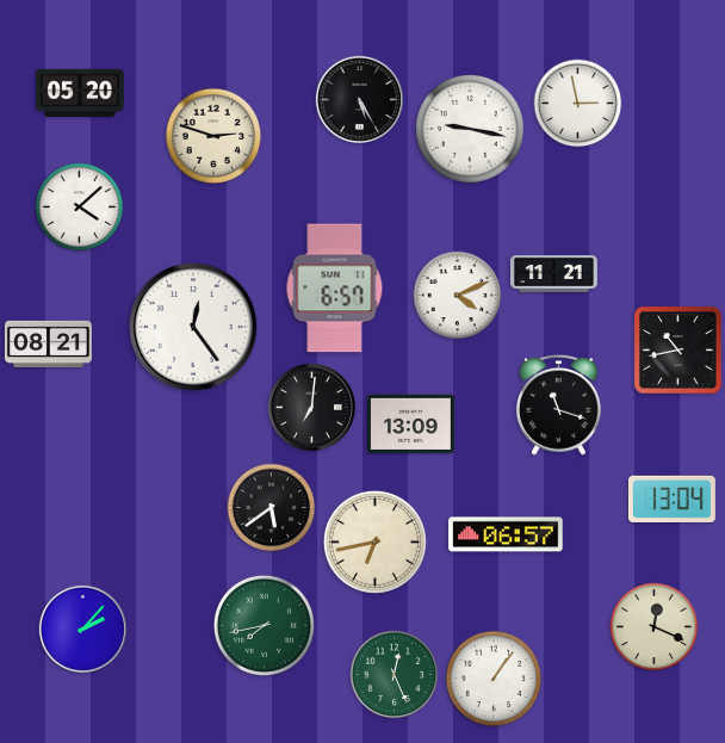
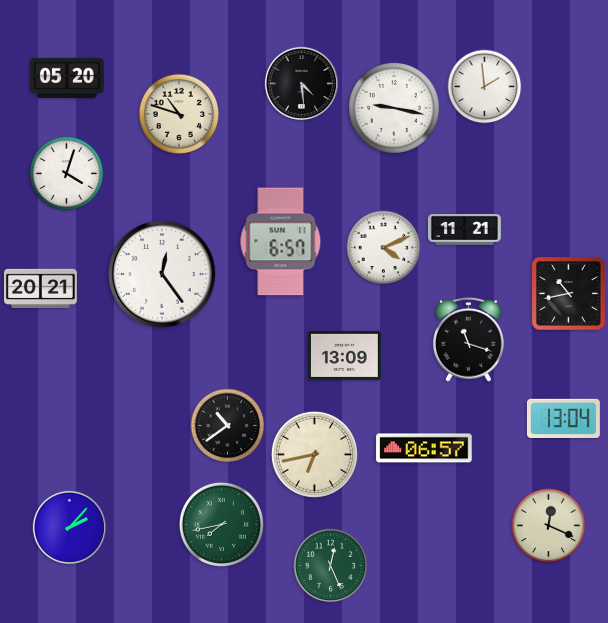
clock at (359, 99): 5:25 -> 4:29
clock at (578, 104): 2:58 -> 1:59
clock at (213, 136): 2:48 -> 10:48
clock at (80, 208): 4:08 -> 4:03
clock at (48, 343): 08:21 -> 20:21
clock at (311, 407): 7:01 -> none
clock at (272, 508): 5:39 -> 10:39
clock at (494, 679): 1:06 -> none
